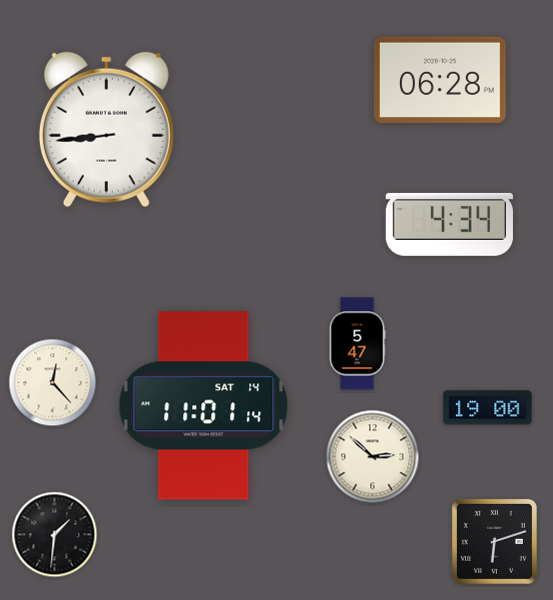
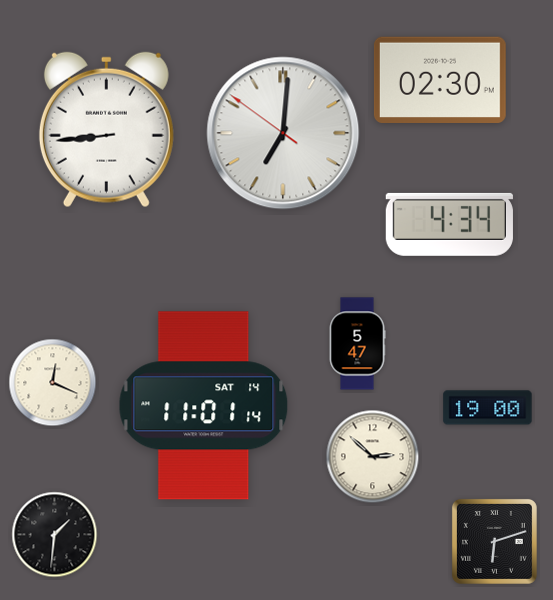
clock at (440, 79): 06:28 -> 02:30
clock at (283, 133): none -> 7:00
clock at (53, 383): 12:23 -> 12:19
